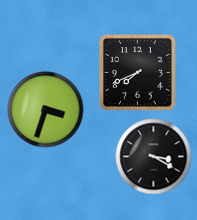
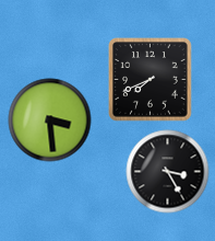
clock at (46, 110): 3:33 -> 3:29
clock at (154, 157): 3:20 -> 3:25
